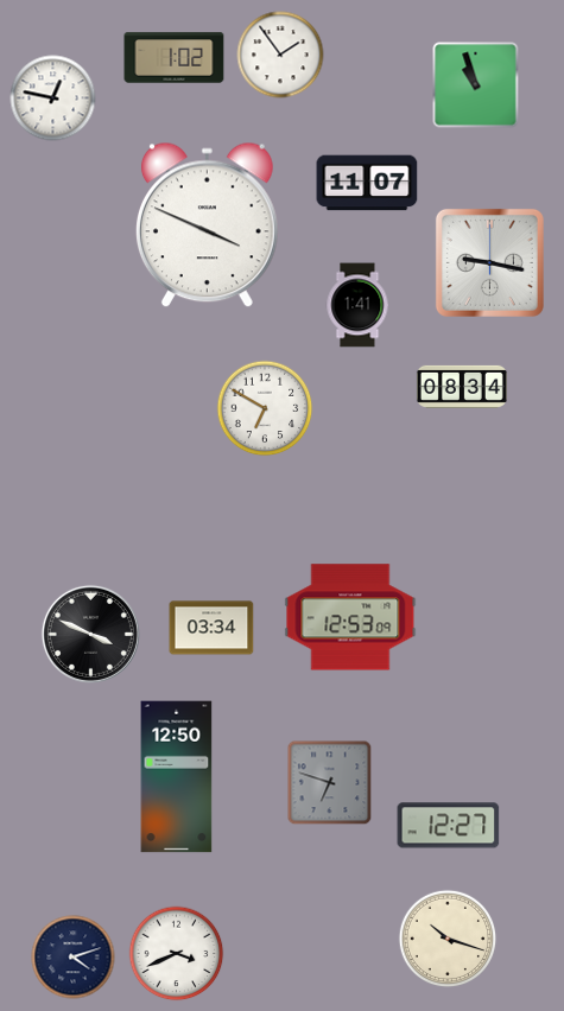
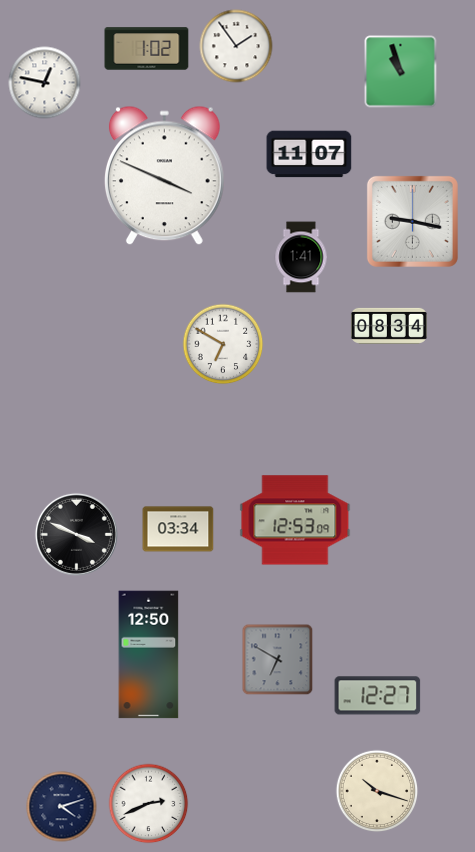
clock at (207, 225) position: (207, 225) -> (164, 176)
clock at (330, 783): 6:48 -> 6:50
clock at (177, 954): 3:41 -> 2:41
